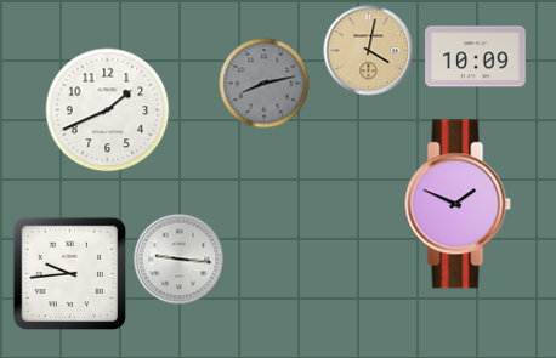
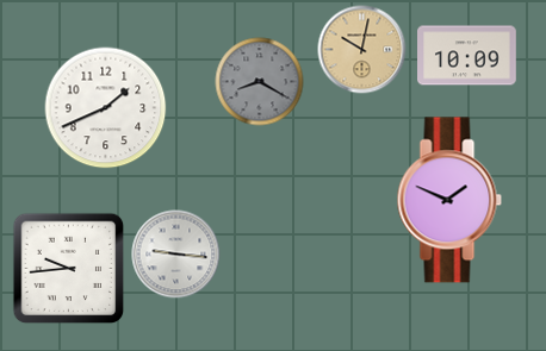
clock at (369, 51): 4:02 -> 10:02
clock at (265, 84): 8:13 -> 8:20
